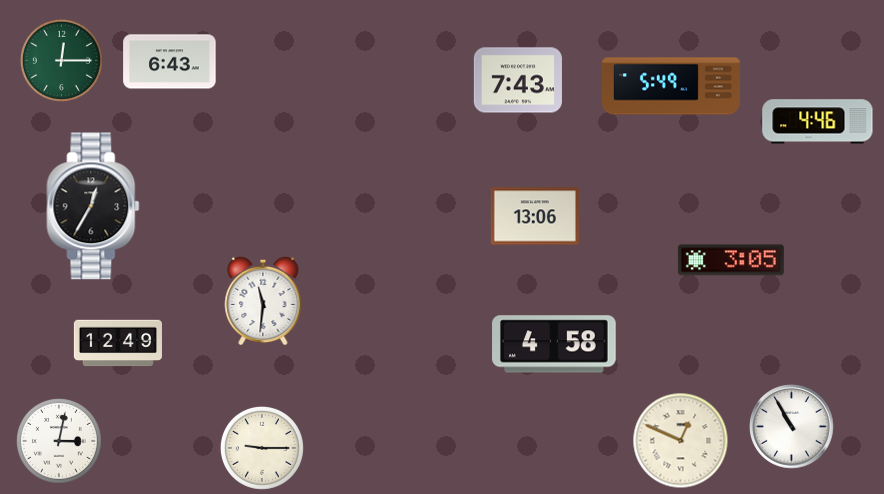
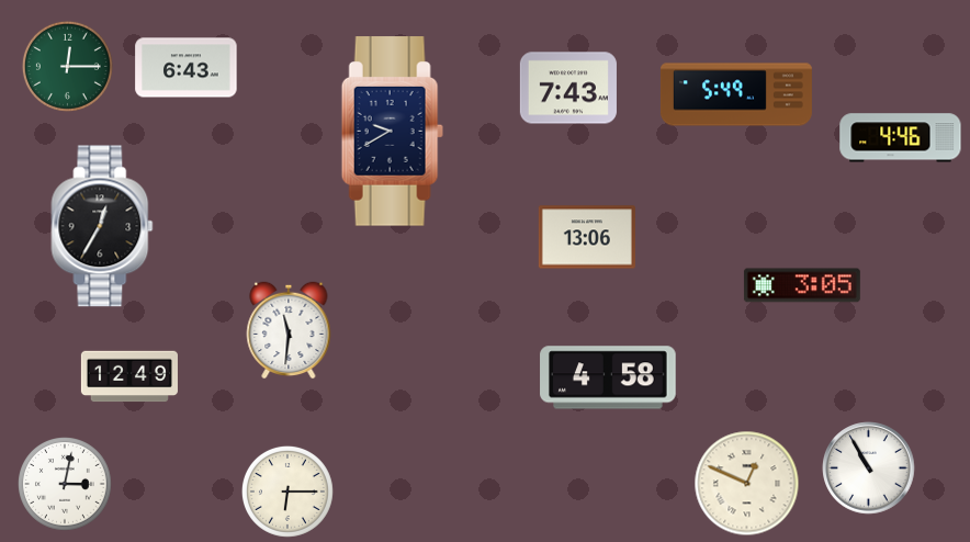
clock at (392, 132): none -> 9:40
clock at (818, 122) position: (818, 122) -> (901, 138)
clock at (262, 448): 9:15 -> 6:15
